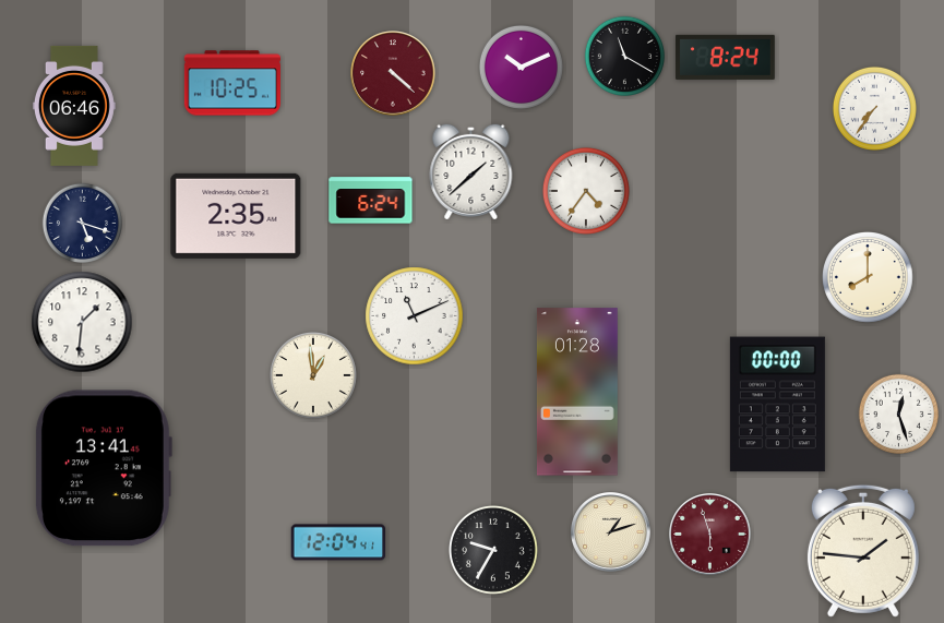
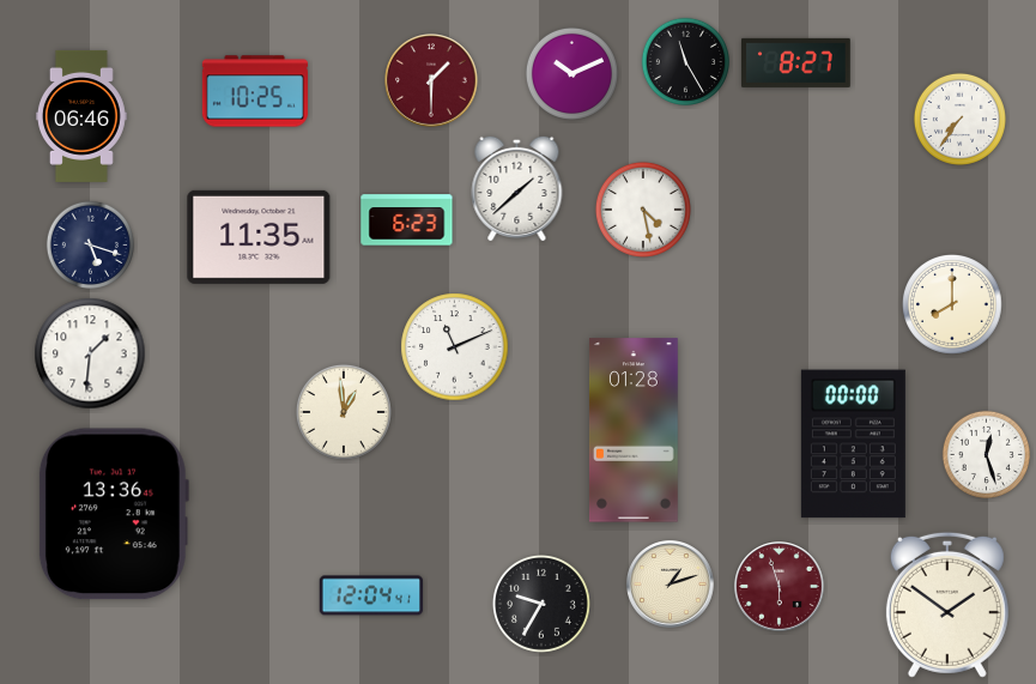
clock at (625, 57): 11:20 -> 11:25
clock at (725, 57): 8:24 -> 8:27
clock at (393, 73): 4:22 -> 1:30
clock at (586, 191): 4:36 -> 4:28
clock at (371, 201): 6:24 -> 6:23
clock at (236, 216): 2:35 -> 11:35
clock at (103, 468): 13:41 -> 13:36
clock at (863, 551): 1:46 -> 1:51
